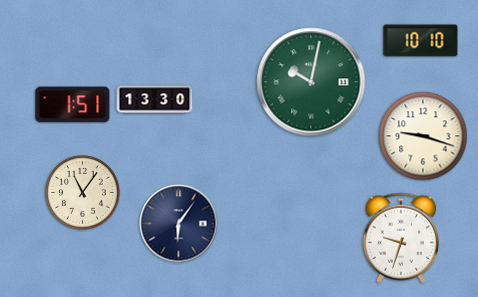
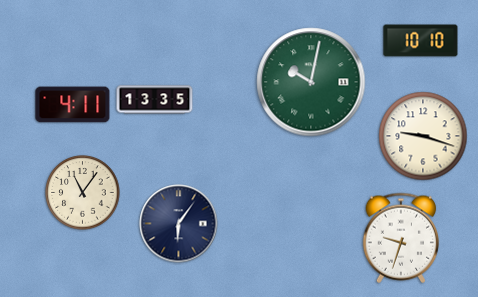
clock at (155, 100): 13:30 -> 13:35
clock at (73, 105): 1:51 -> 4:11
